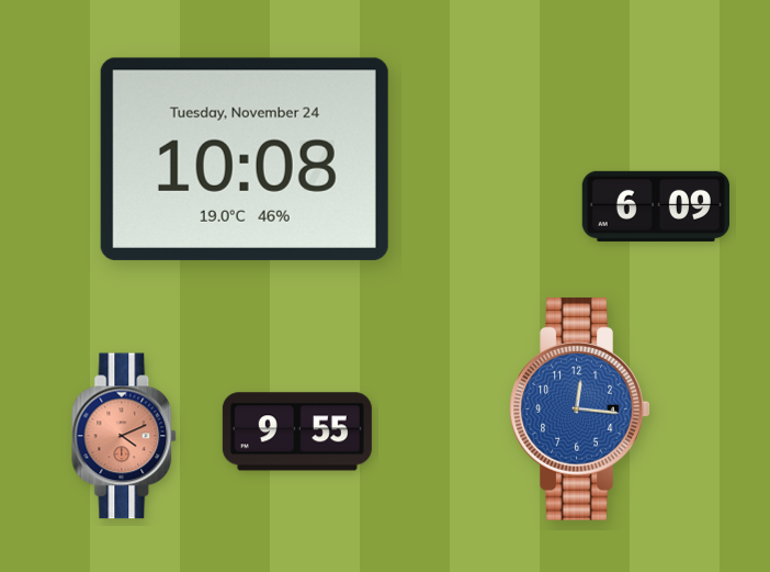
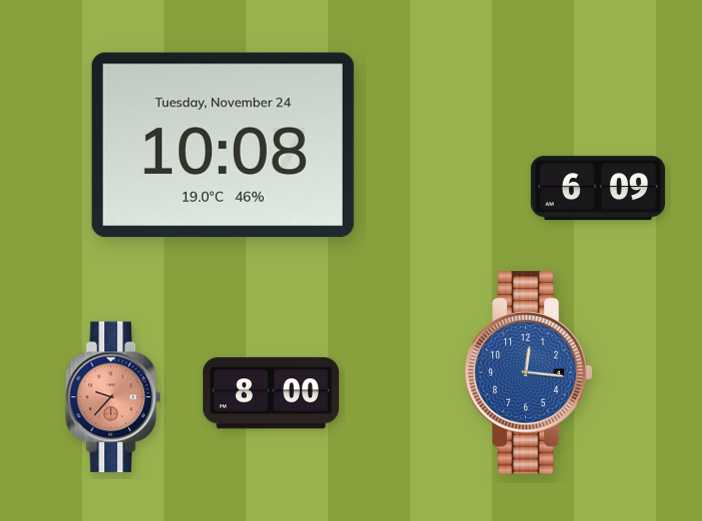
clock at (297, 431): 9:55 -> 8:00
clock at (125, 436): 4:11 -> 9:37
